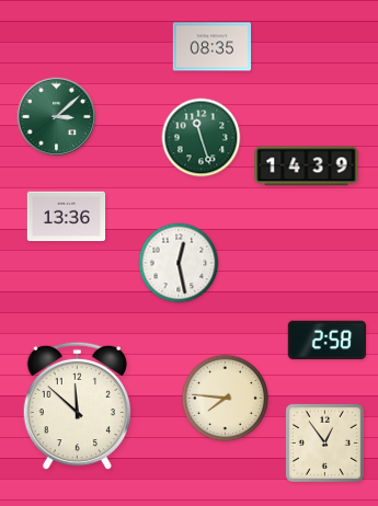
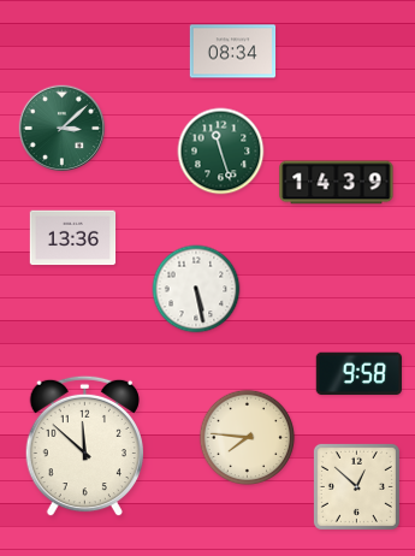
clock at (213, 47): 08:35 -> 08:34
clock at (179, 263): 12:28 -> 5:28
clock at (327, 341): 2:58 -> 9:58
clock at (324, 442): 12:54 -> 12:52
